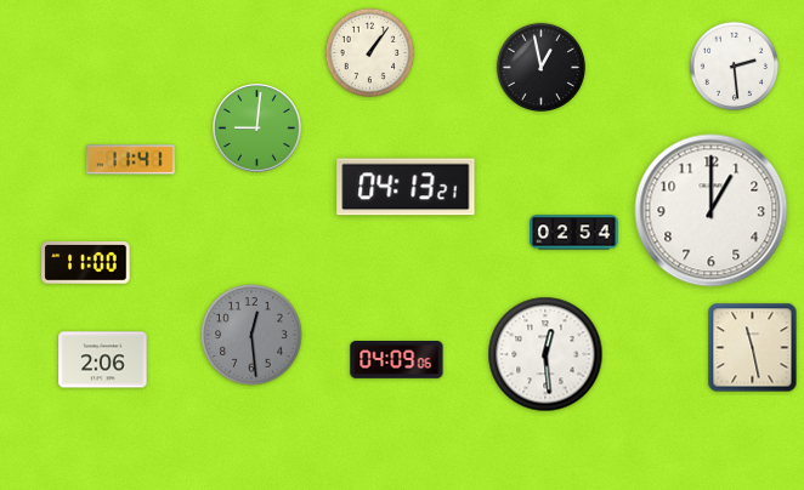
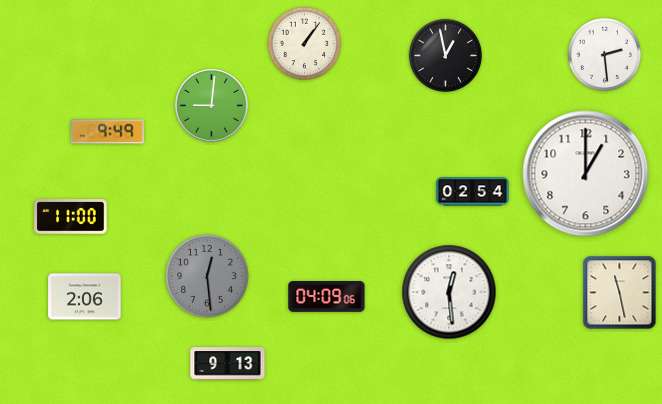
clock at (131, 160): 11:41 -> 9:49
clock at (406, 187): 04:13 -> none
clock at (753, 348) position: (753, 348) -> (620, 293)
clock at (228, 364): none -> 9:13
